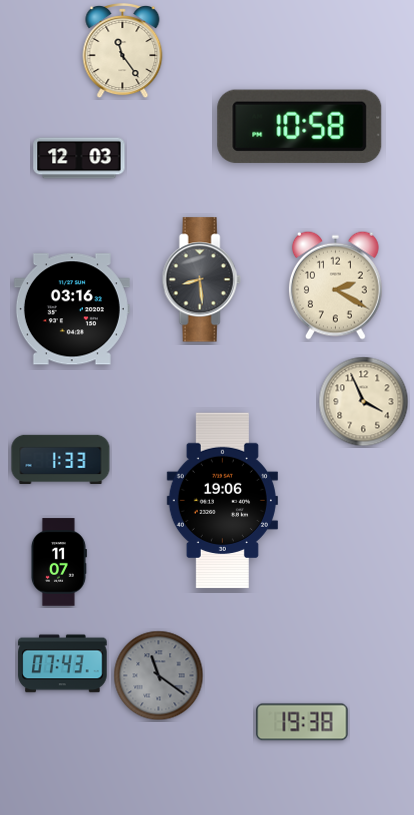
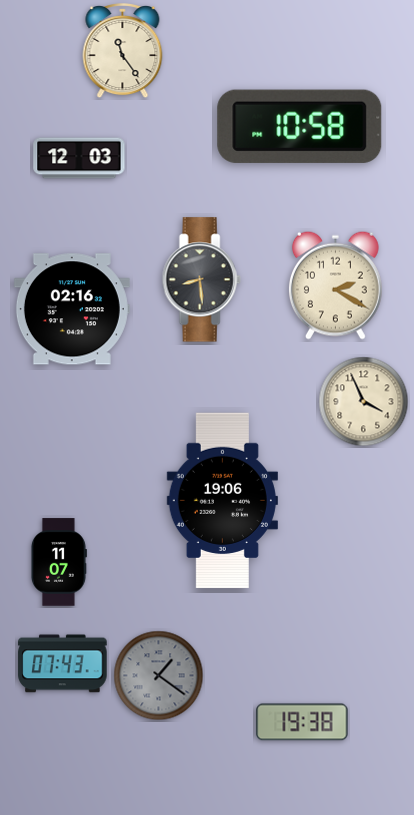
clock at (72, 309): 03:16 -> 02:16
clock at (61, 459): 1:33 -> none
clock at (159, 676): 11:21 -> 1:21
